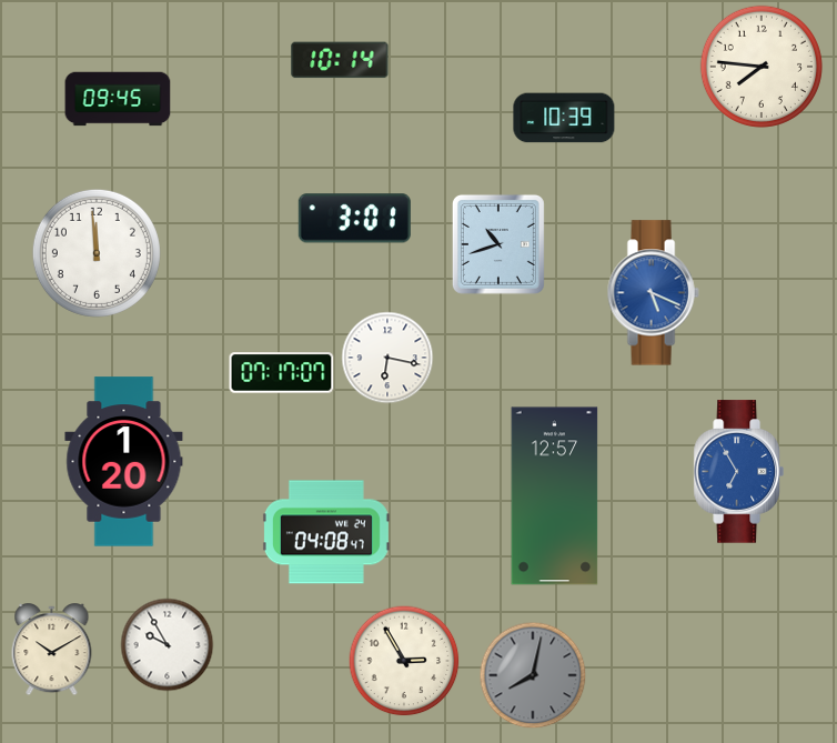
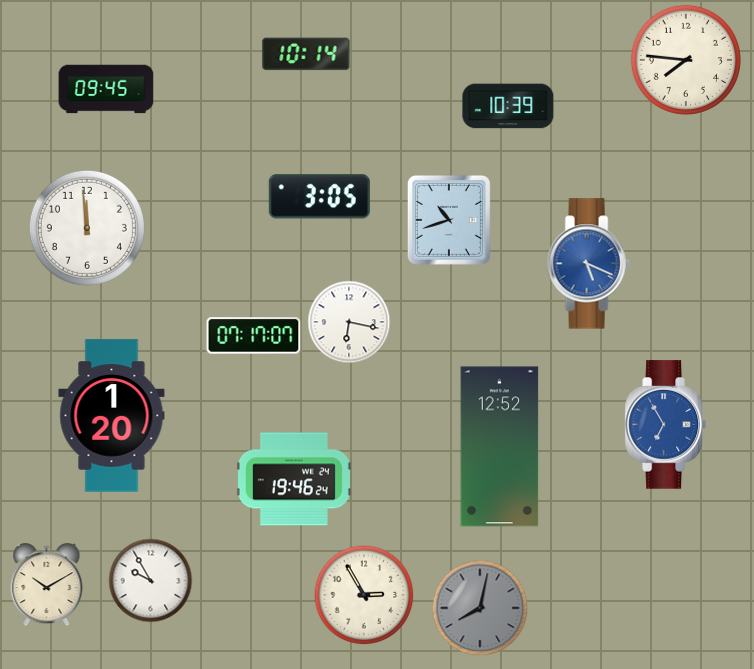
clock at (354, 219): 3:01 -> 3:05
clock at (555, 496): 12:57 -> 12:52
clock at (326, 532): 04:08 -> 19:46
